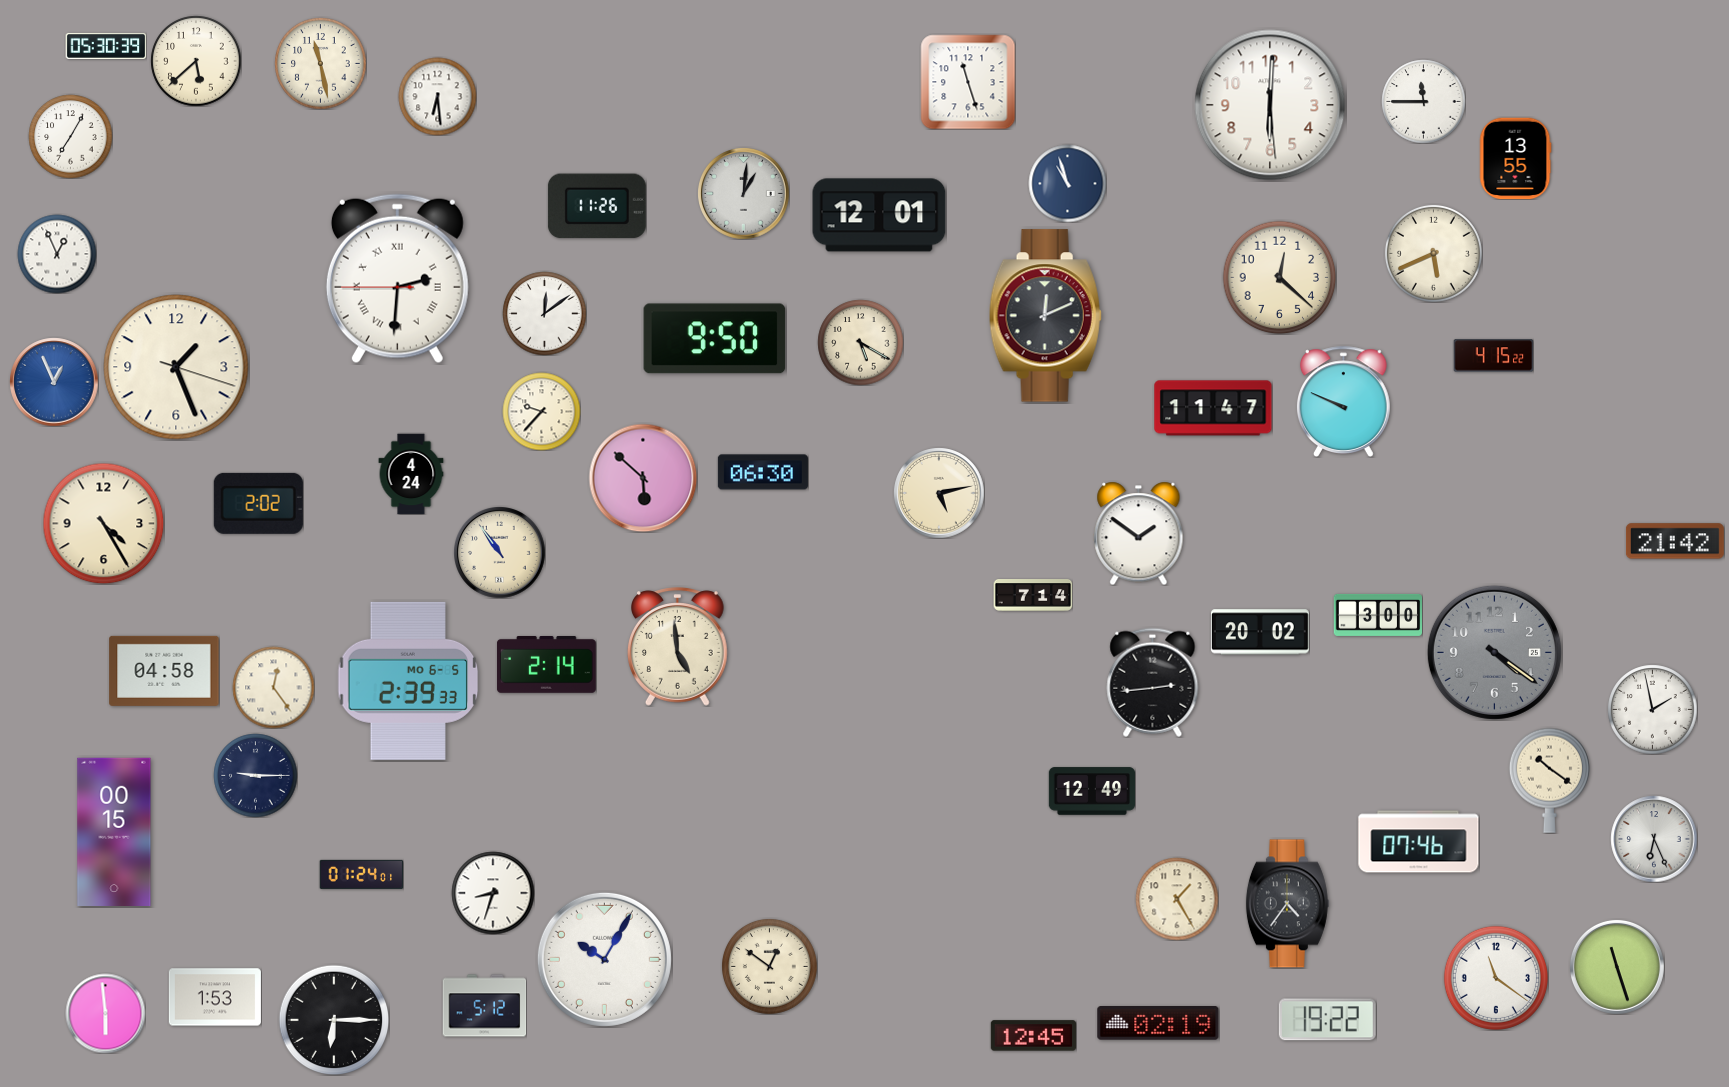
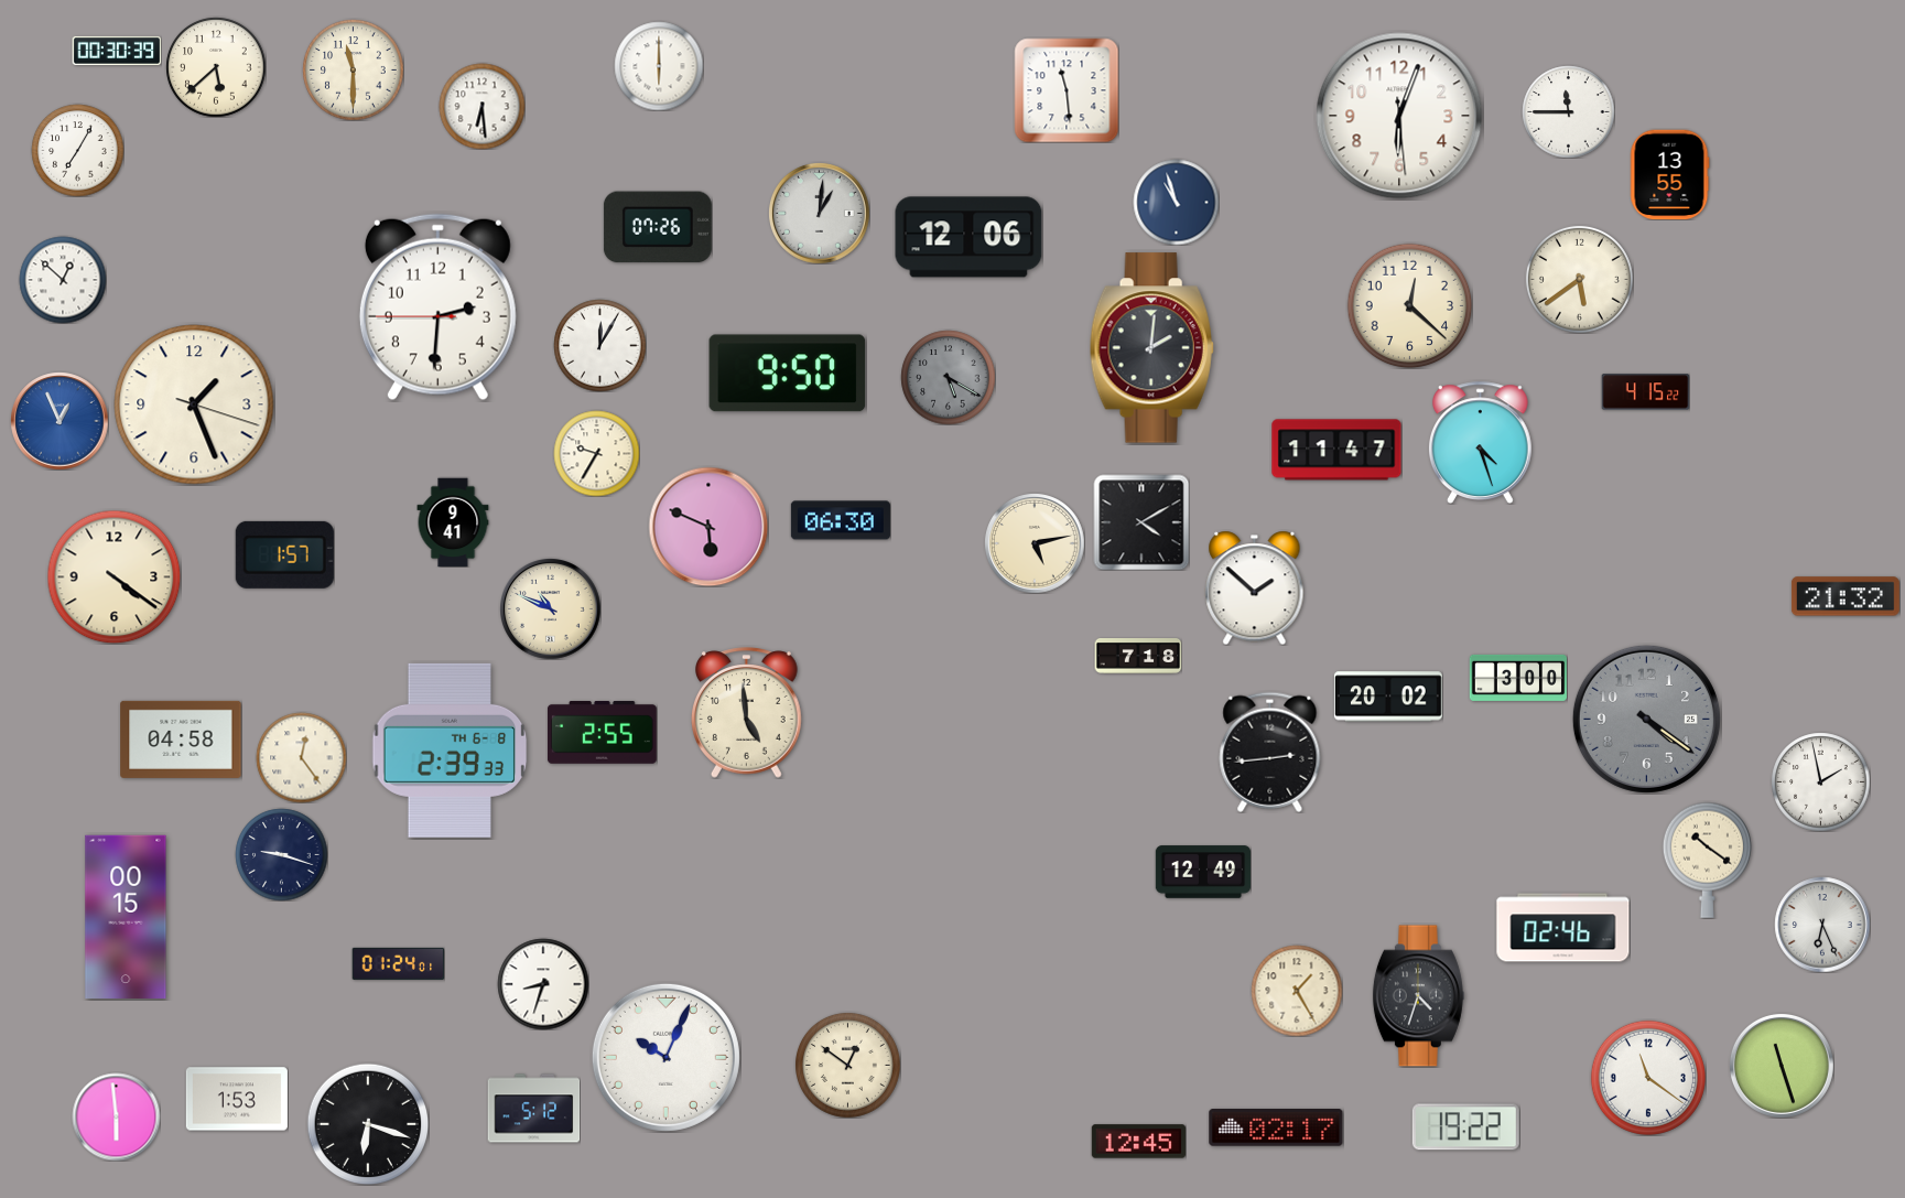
clock at (106, 46): 05:30 -> 00:30
clock at (659, 66): none -> 6:00
clock at (320, 63): 11:28 -> 11:30
clock at (968, 82): 11:27 -> 11:29
clock at (1270, 105): 6:00 -> 6:03
clock at (597, 206): 11:26 -> 07:26
clock at (879, 215): 12:01 -> 12:06
clock at (1433, 253): 5:41 -> 5:39
clock at (57, 254): 12:56 -> 12:52
clock at (397, 279) numerals: Roman -> Arabic
clock at (544, 313): 12:09 -> 12:05
clock at (1045, 316): 12:11 -> 2:01
clock at (860, 342) dial: cream -> grey
clock at (1343, 401): 9:49 -> 4:27
clock at (541, 411): 9:37 -> 9:35
clock at (411, 474): 4:24 -> 9:41
clock at (1141, 522): none -> 4:10
clock at (643, 478): 5:52 -> 5:49
clock at (258, 503): 2:02 -> 1:57
clock at (103, 523): 4:25 -> 4:21
clock at (1139, 533): 1:51 -> 1:52
clock at (1675, 541): 21:42 -> 21:32
clock at (500, 553): 10:54 -> 10:49
clock at (1033, 596): 7:14 -> 7:18
clock at (546, 665): 2:14 -> 2:55
clock at (408, 681) date: MO 6-5 -> TH 6-8
clock at (255, 775): 9:15 -> 9:18
clock at (1419, 842): 07:46 -> 02:46
clock at (1287, 904): 4:36 -> 4:33
clock at (604, 959): 10:05 -> 10:04
clock at (334, 1020): 6:15 -> 6:18
clock at (1327, 1020) position: (1327, 1020) -> (1465, 1127)
clock at (1158, 1024): 02:19 -> 02:17
